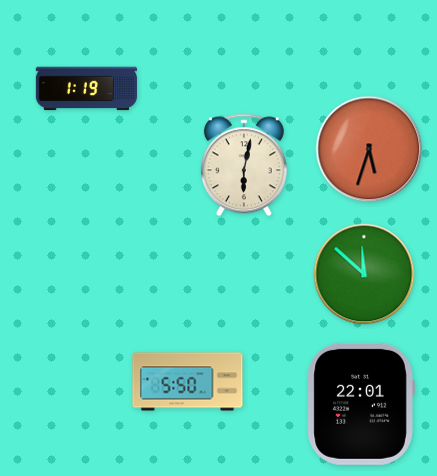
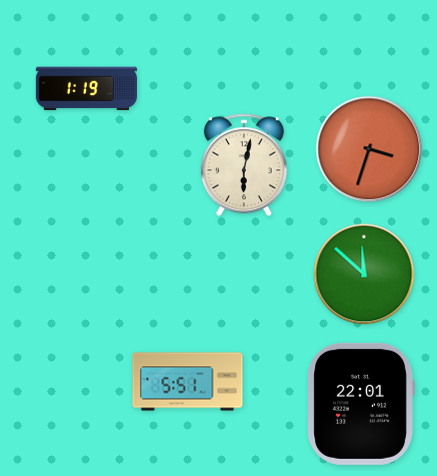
clock at (369, 149): 5:33 -> 3:33
clock at (188, 382): 5:50 -> 5:51
